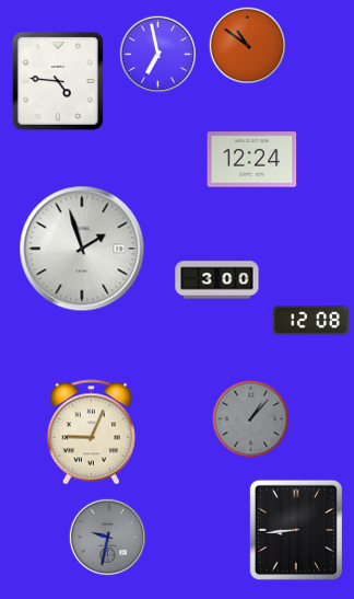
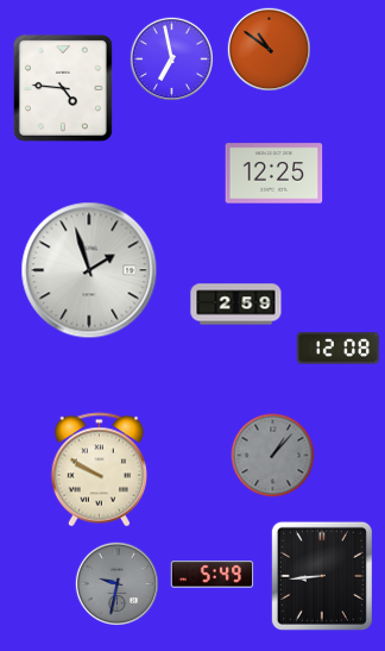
clock at (252, 160): 12:24 -> 12:25
clock at (217, 280): 3:00 -> 2:59
clock at (91, 433): 9:04 -> 9:50
clock at (213, 575): none -> 5:49
